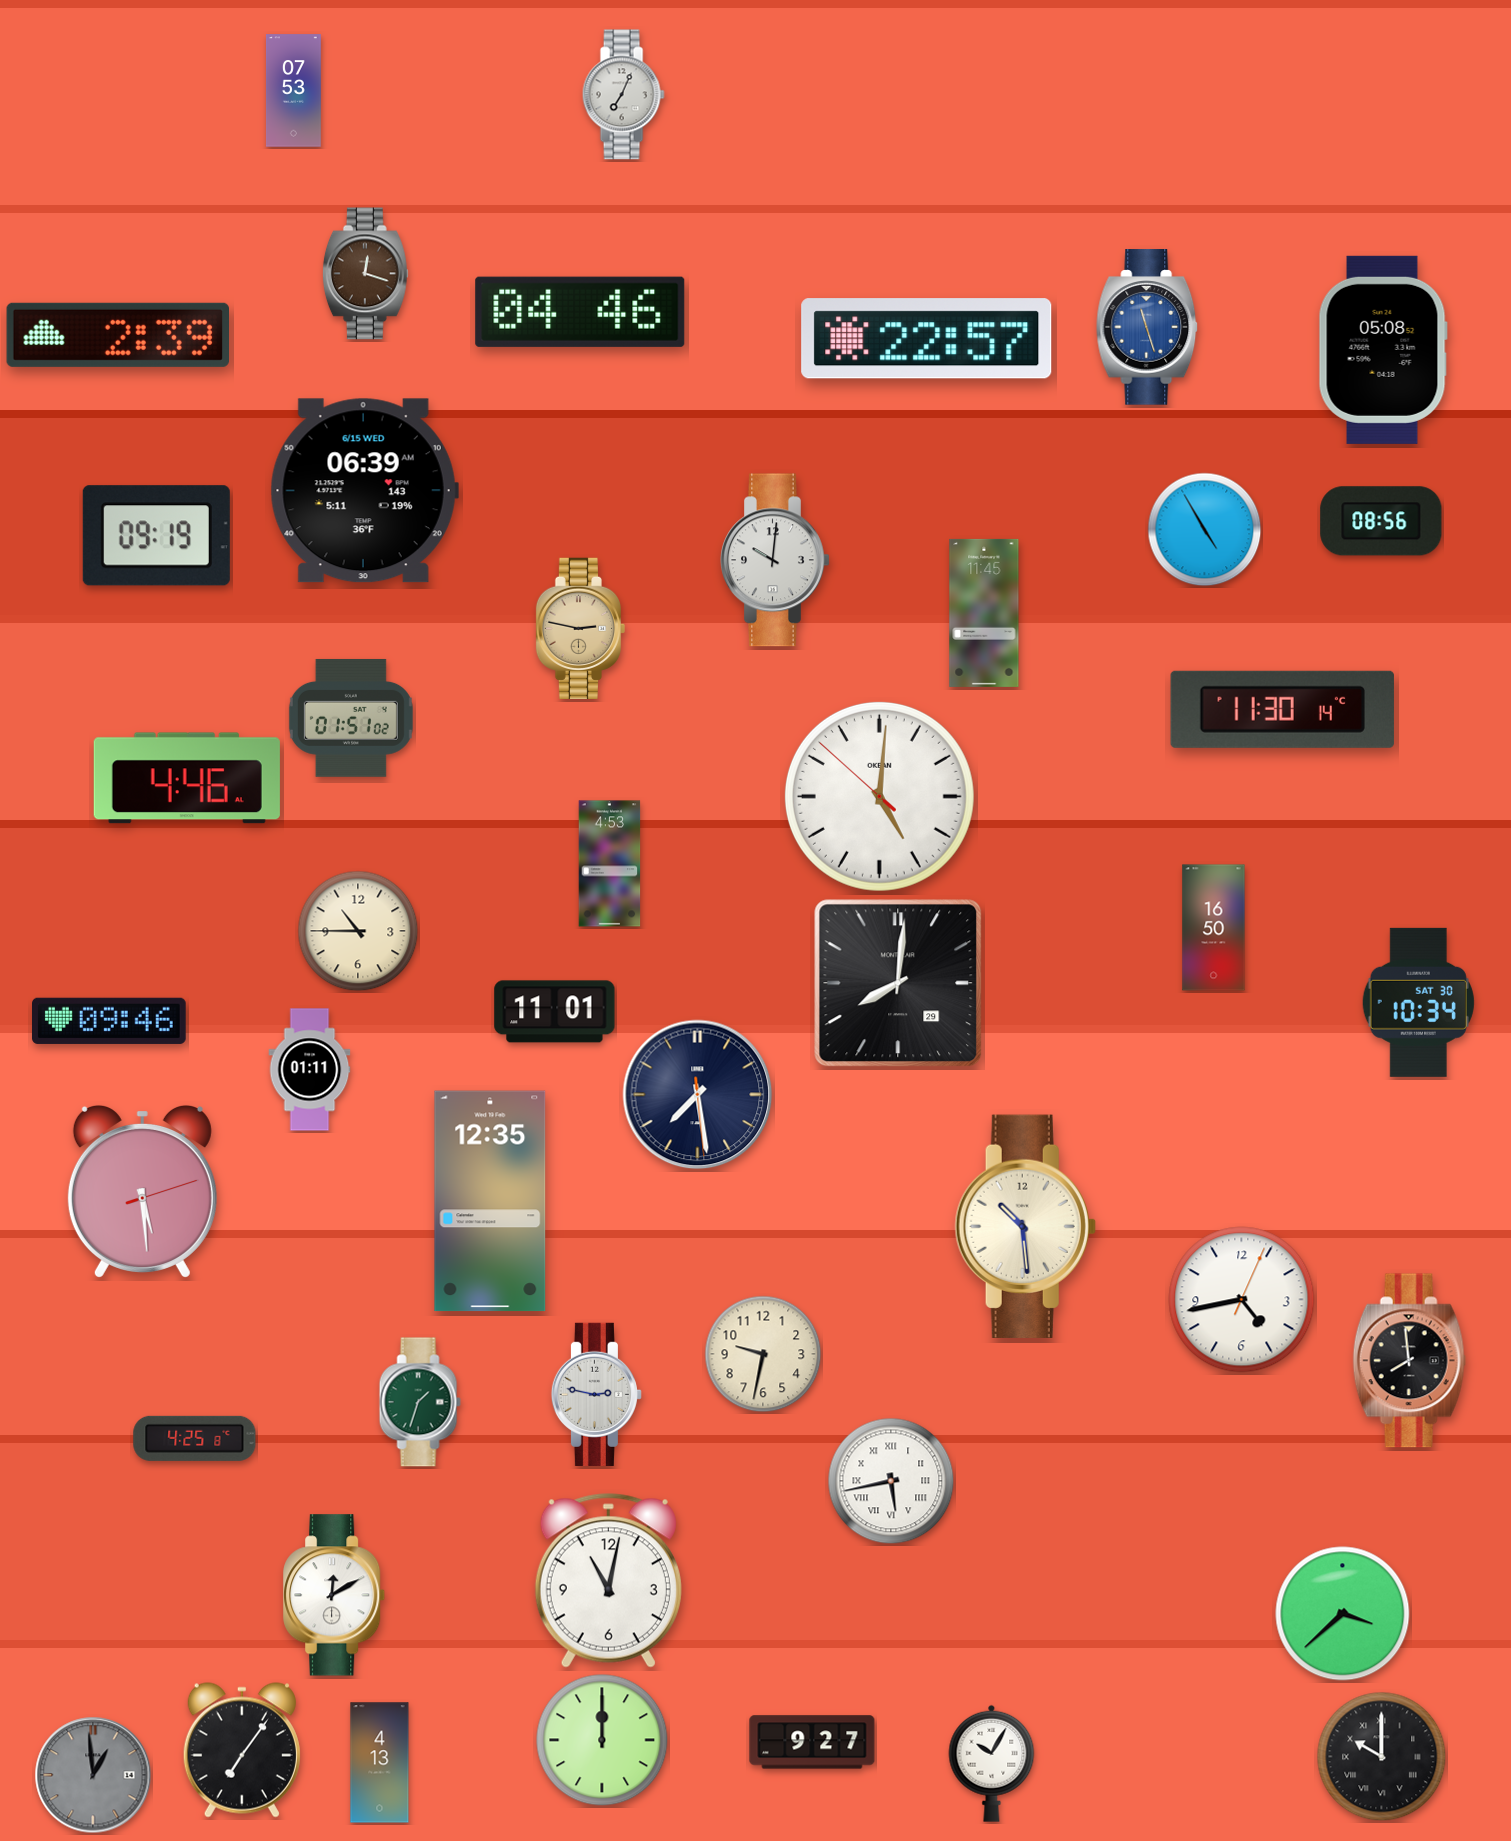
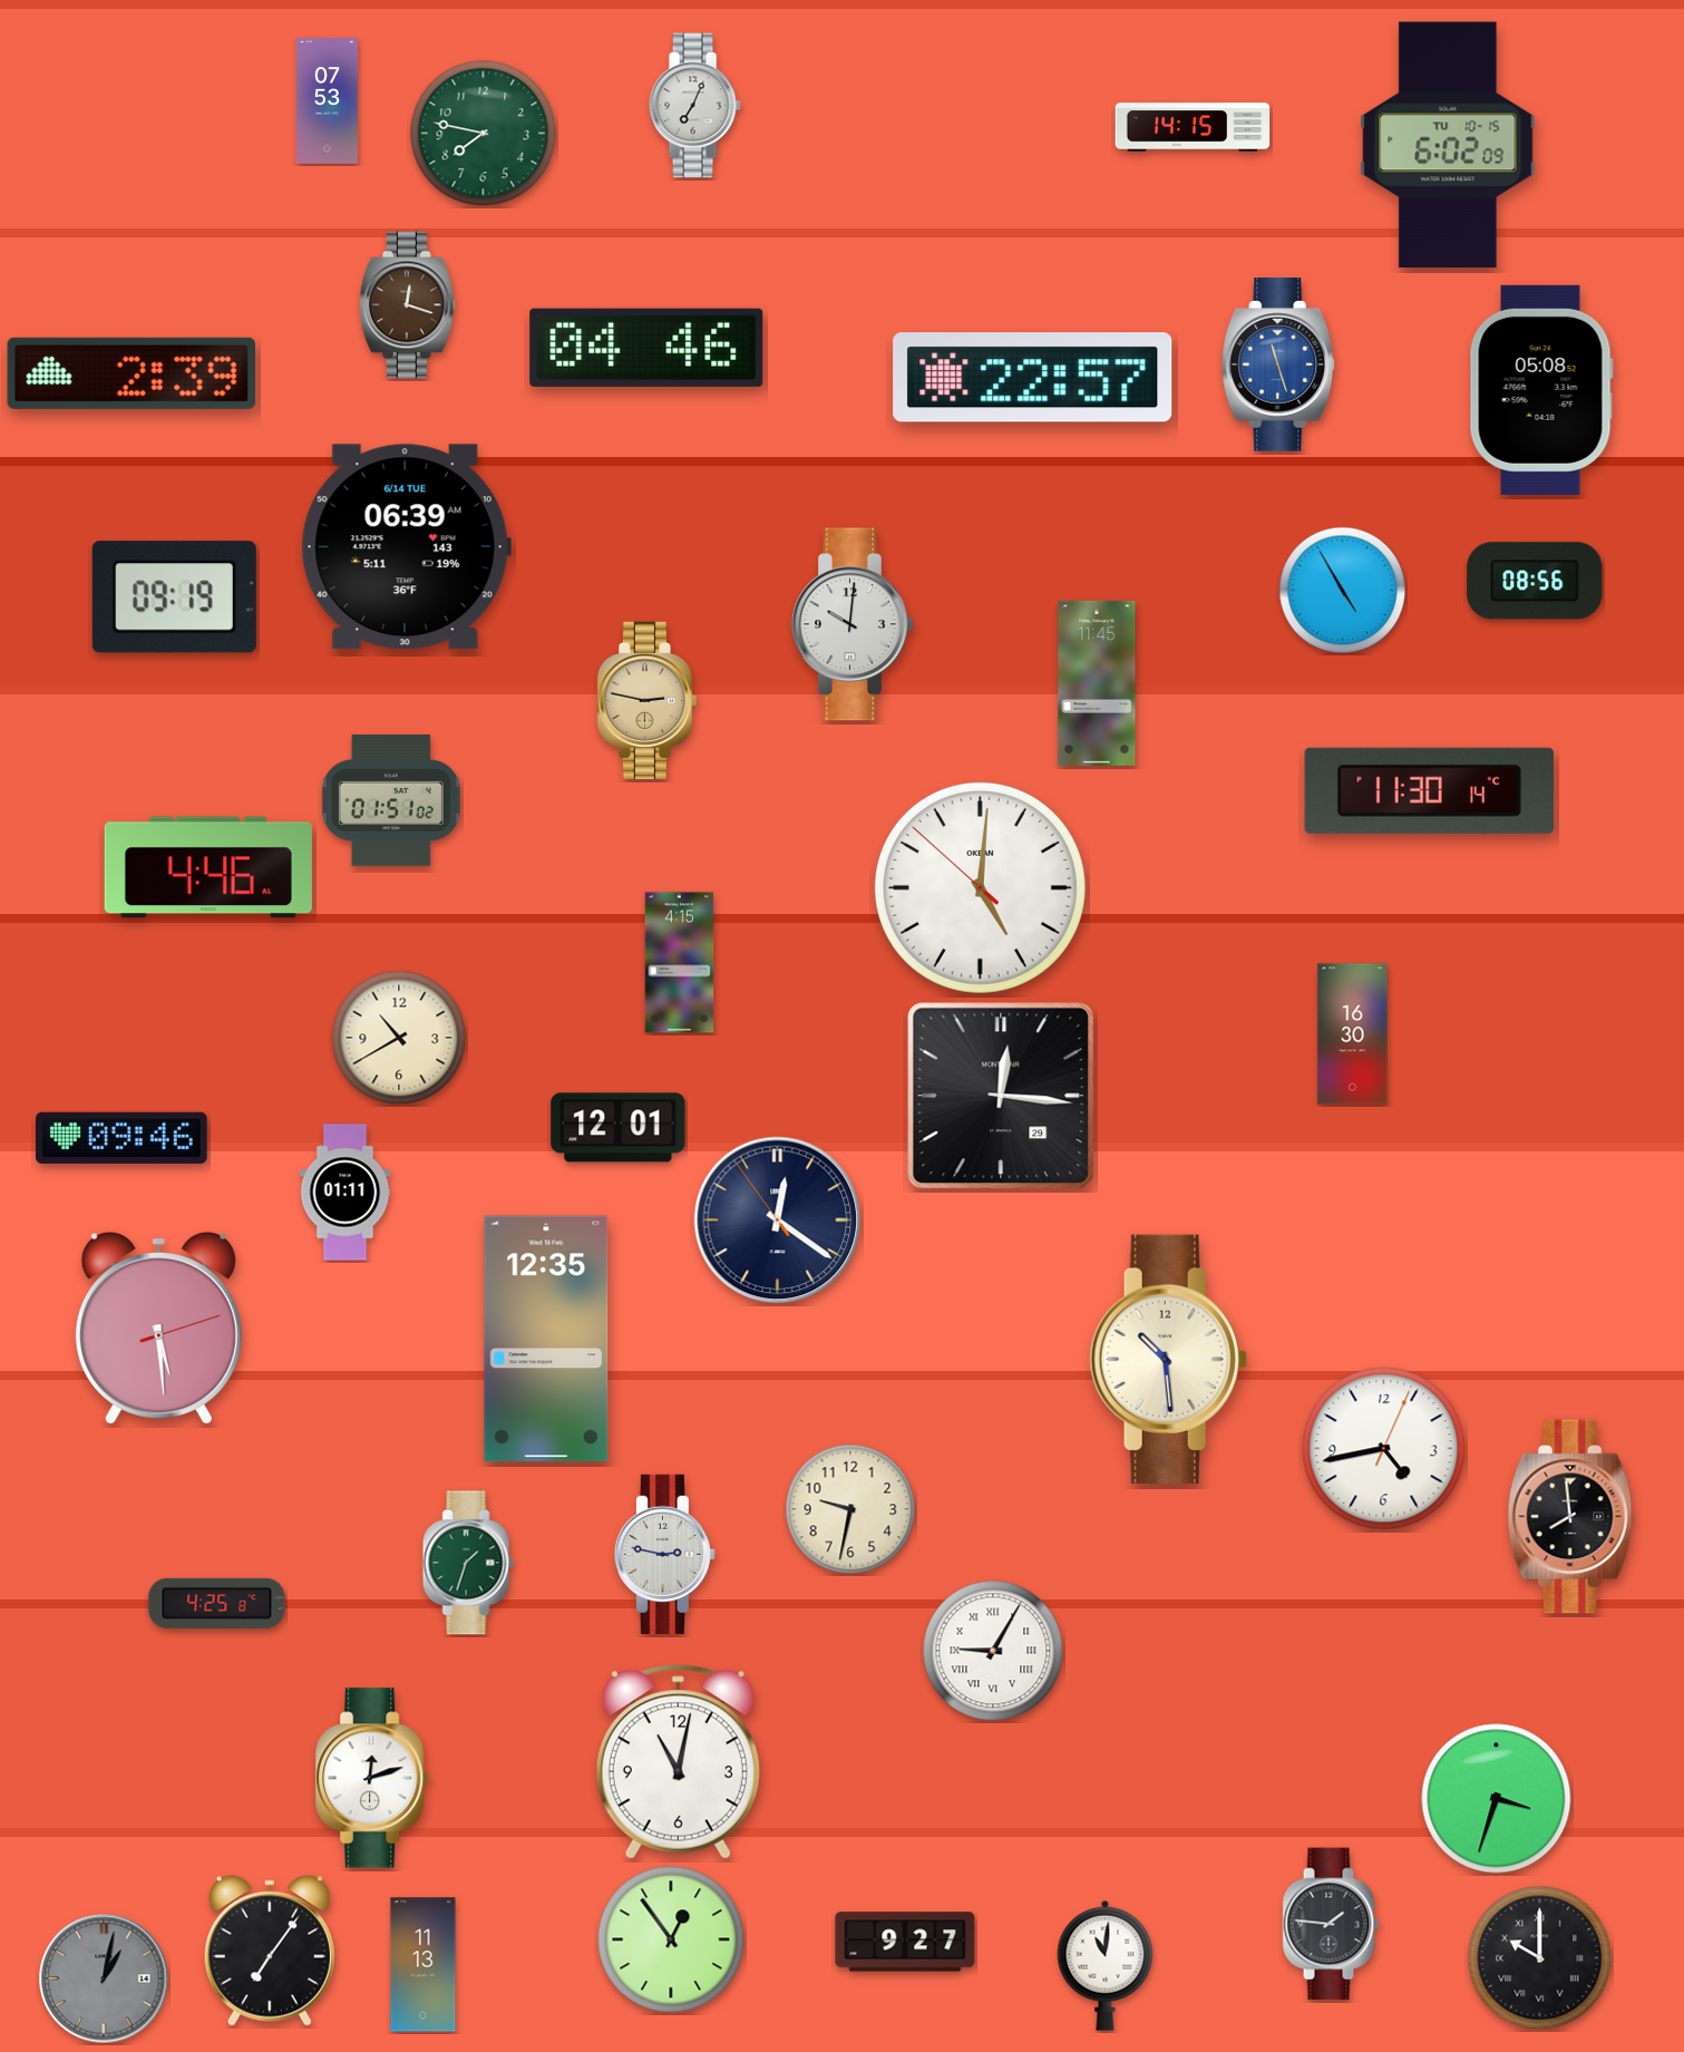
clock at (1193, 127): none -> 14:15
clock at (484, 134): none -> 7:47
clock at (1448, 145): none -> 6:02
clock at (364, 491) date: 6/15 WED -> 6/14 TUE
clock at (1381, 521) position: (1381, 521) -> (1535, 581)
clock at (775, 560) position: (775, 560) -> (853, 624)
clock at (610, 864): 4:53 -> 4:15
clock at (1214, 928): 16:50 -> 16:30
clock at (358, 931): 10:45 -> 10:40
clock at (898, 983): 8:01 -> 12:16
clock at (1418, 1002): 10:34 -> none
clock at (555, 1012): 11:01 -> 12:01
clock at (698, 1095): 7:28 -> 12:20
clock at (1025, 1226) position: (1025, 1226) -> (1168, 1359)
clock at (891, 1481): 5:43 -> 9:05
clock at (335, 1595): 12:10 -> 12:12
clock at (1343, 1614): 3:38 -> 3:33
clock at (1331, 1924): none -> 1:46
clock at (602, 1740): 12:00 -> 12:54
clock at (380, 1763): 4:13 -> 11:13
clock at (992, 1763): 10:05 -> 11:01
clock at (93, 1775): 12:59 -> 1:02
